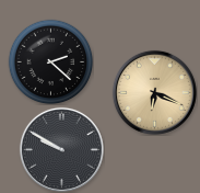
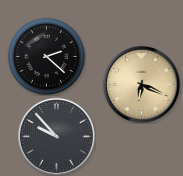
clock at (61, 149): 9:50 -> 9:53
